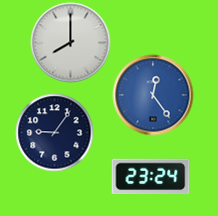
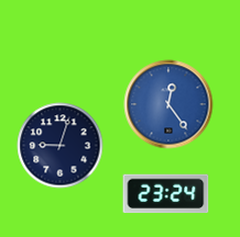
clock at (70, 42): 8:00 -> none
clock at (54, 132): 9:06 -> 9:03
